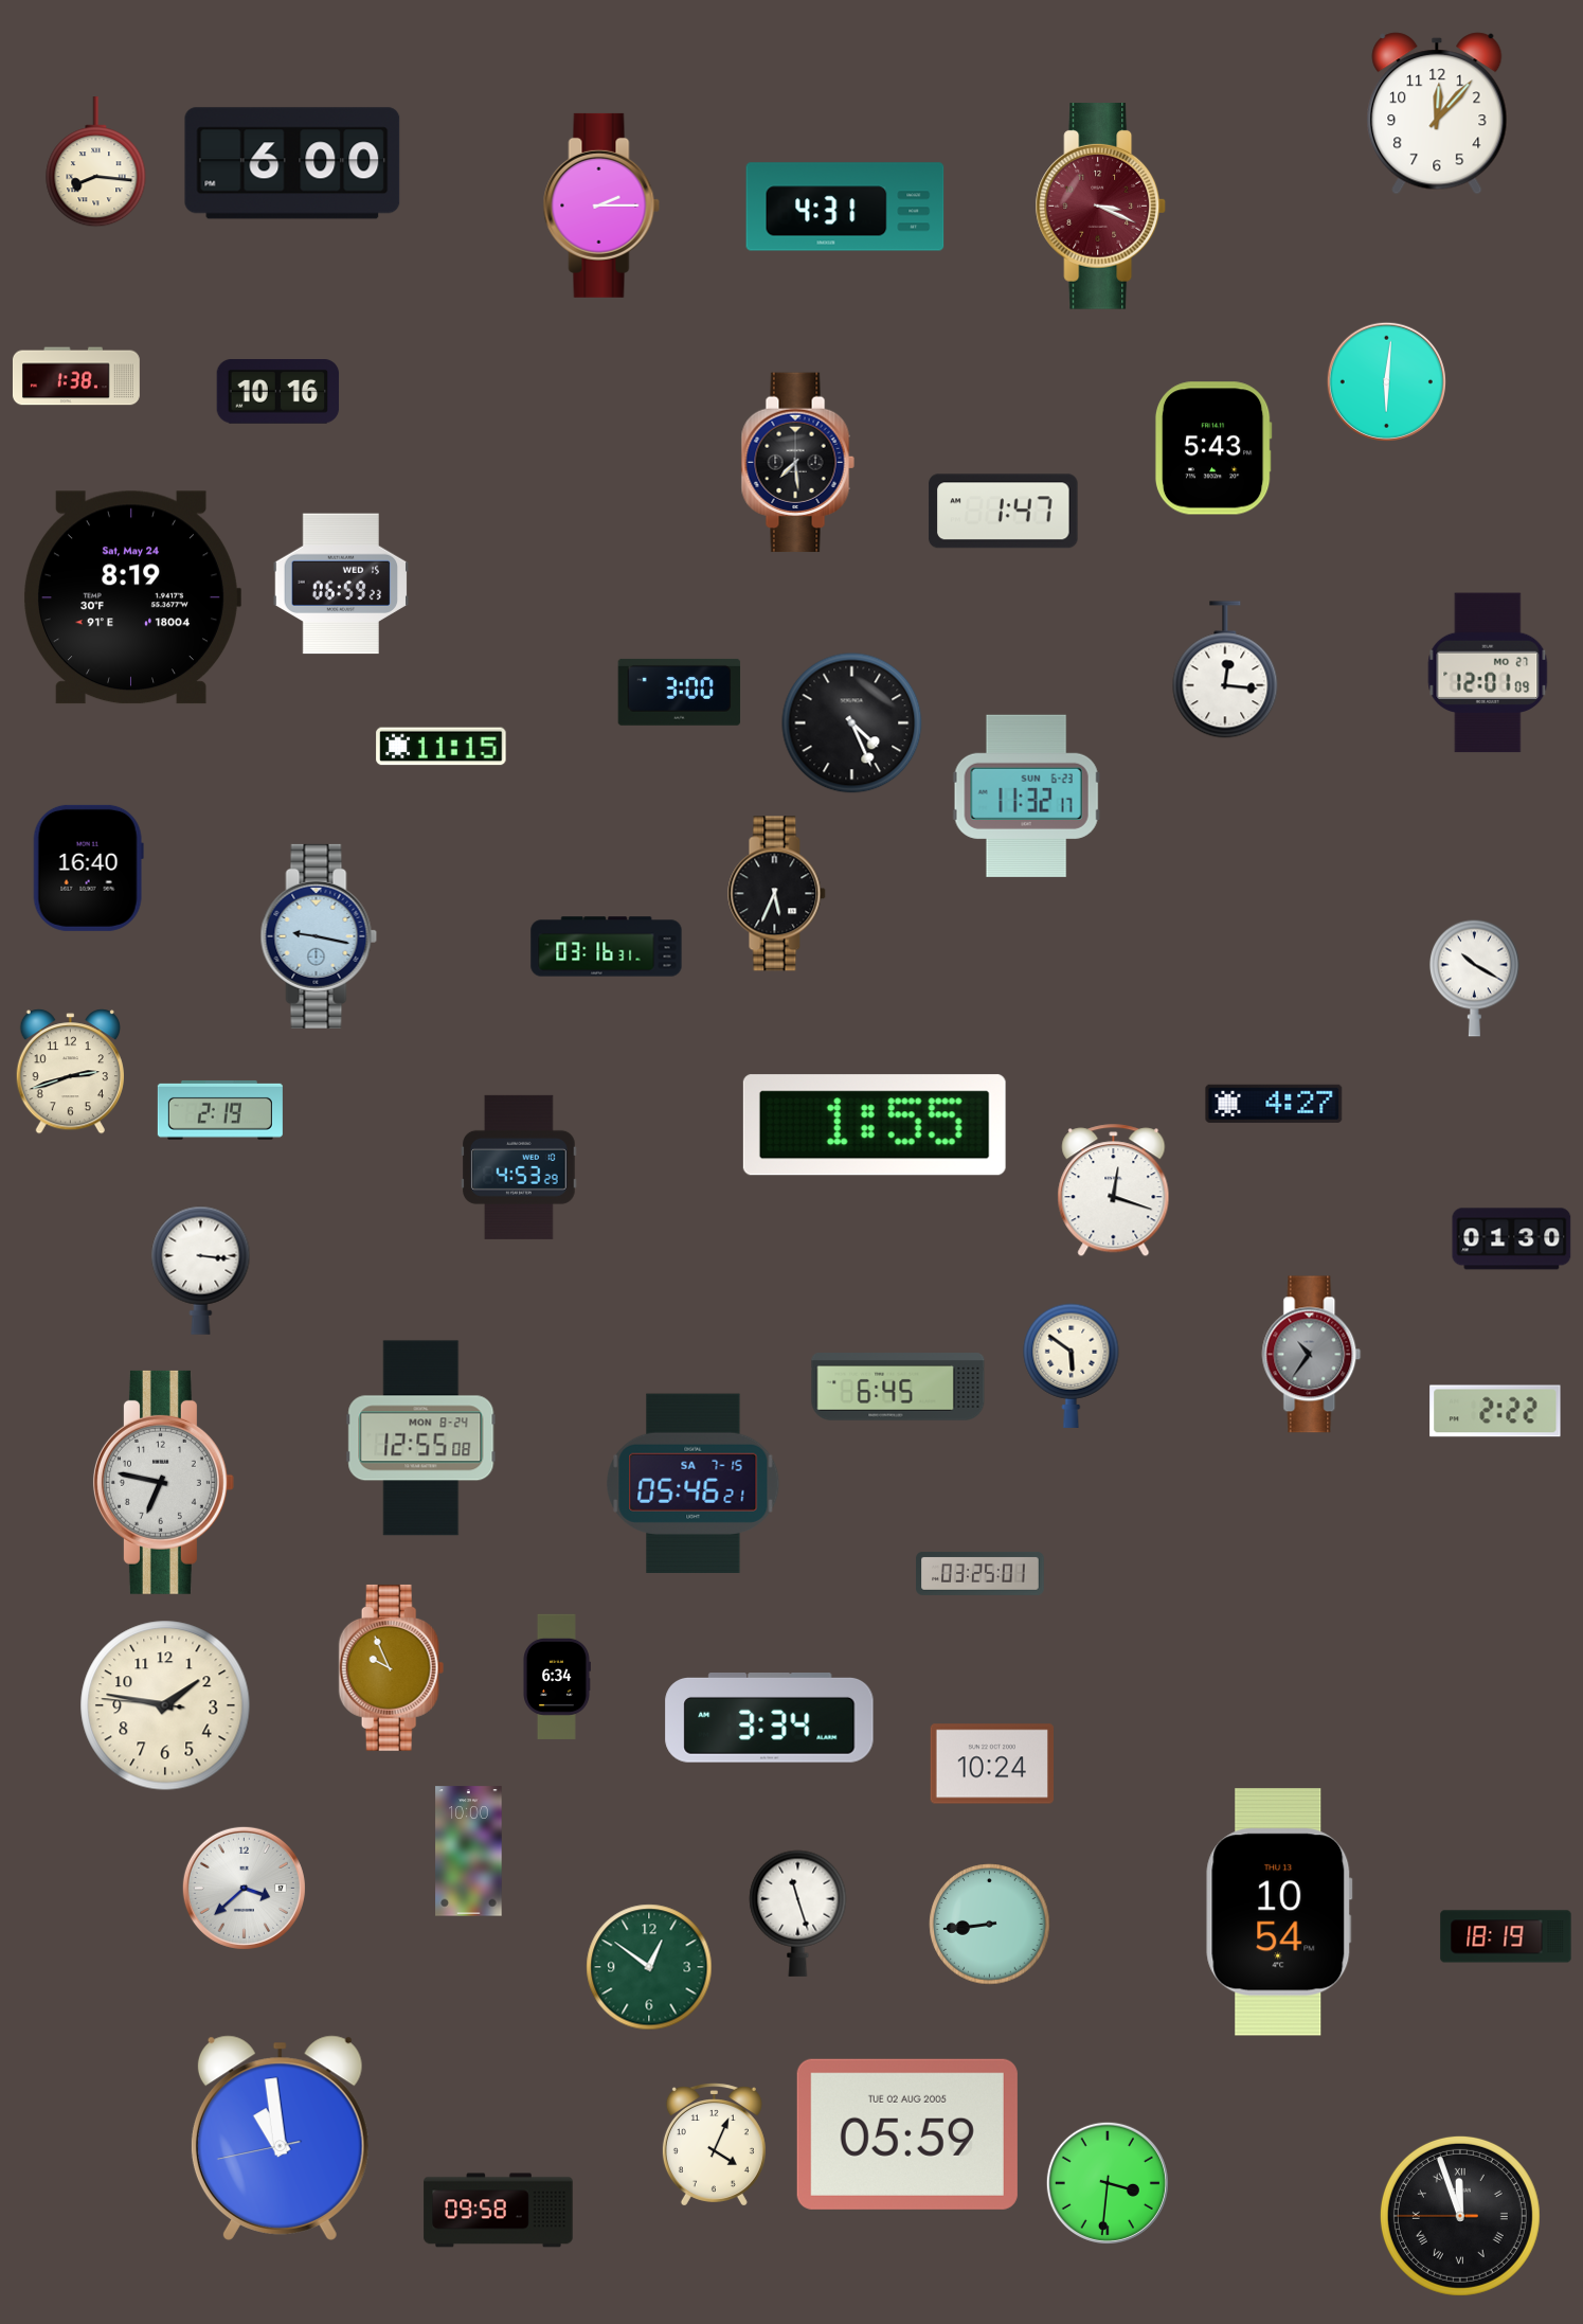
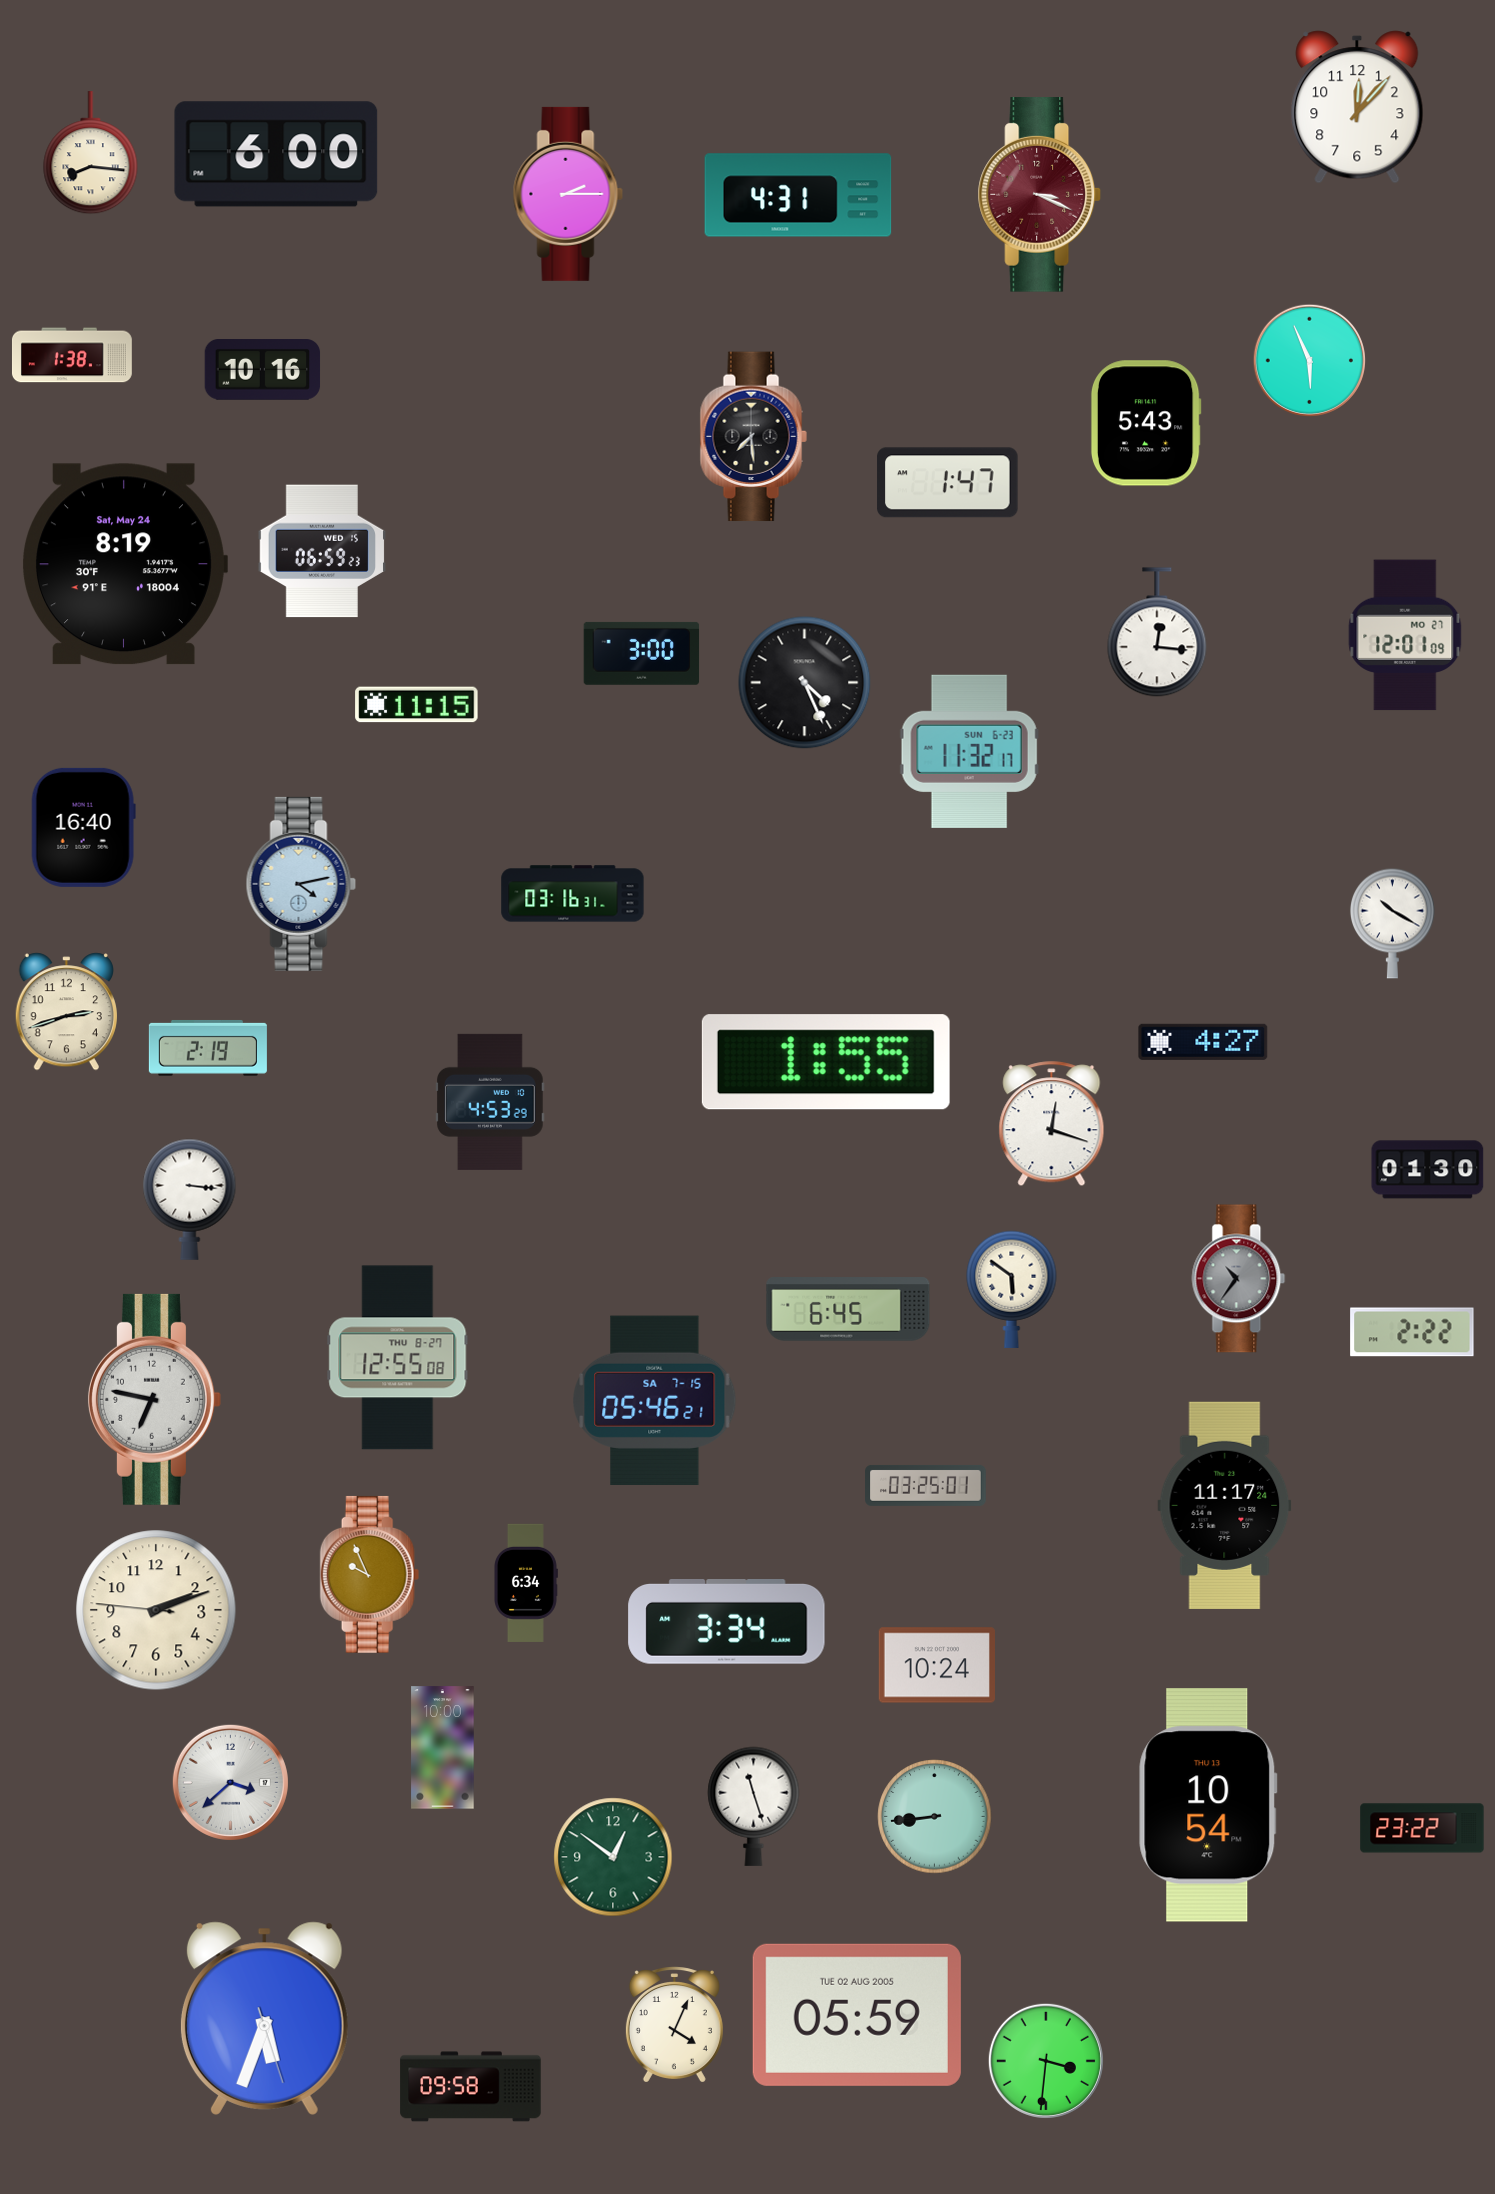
clock at (1386, 381): 6:01 -> 5:56
clock at (88, 868) position: (88, 868) -> (83, 827)
clock at (777, 894): 5:34 -> none
clock at (319, 936): 9:17 -> 4:13
clock at (421, 1438) date: MON 8-24 -> THU 8-27
clock at (1225, 1505): none -> 11:17
clock at (165, 1705): 1:46 -> 2:11
clock at (1506, 1936): 18:19 -> 23:22
clock at (280, 2138): 10:58 -> 5:33
clock at (1460, 2216): 11:56 -> none
